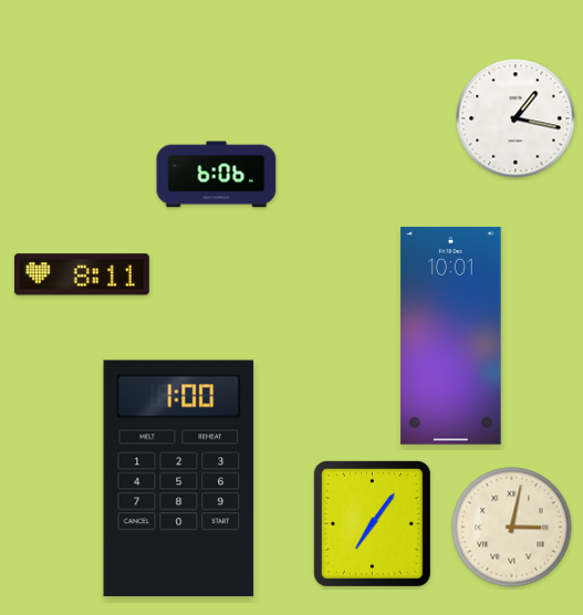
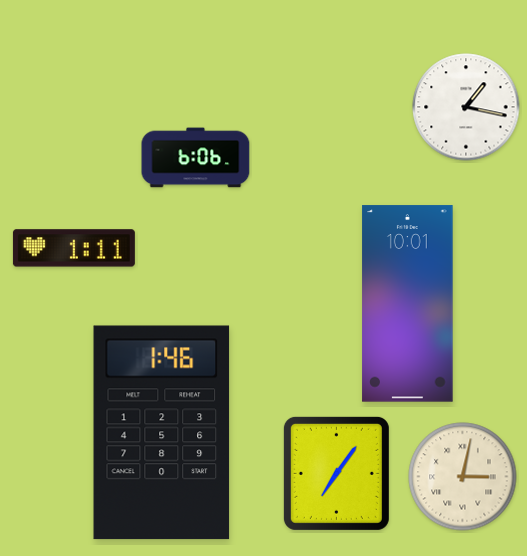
clock at (82, 274): 8:11 -> 1:11
clock at (179, 479): 1:00 -> 1:46
